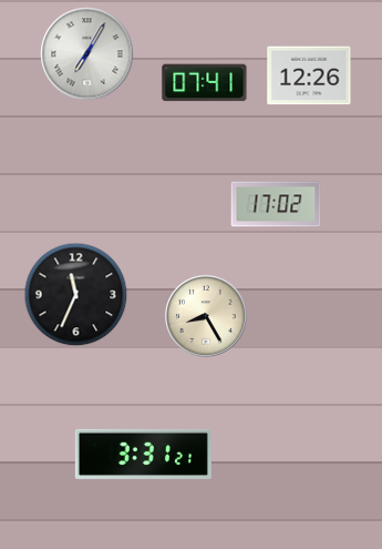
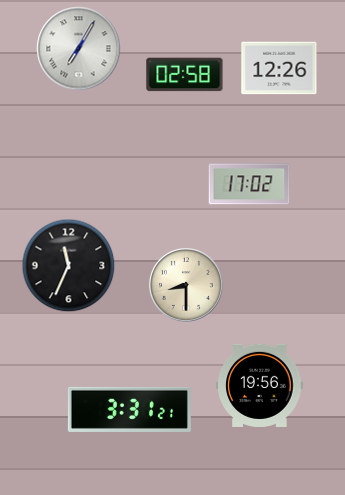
clock at (205, 83): 07:41 -> 02:58
clock at (206, 316): 8:25 -> 8:30
clock at (260, 385): none -> 19:56
